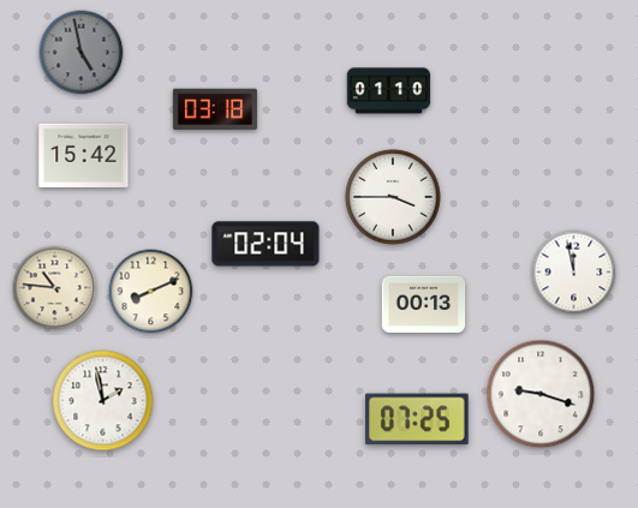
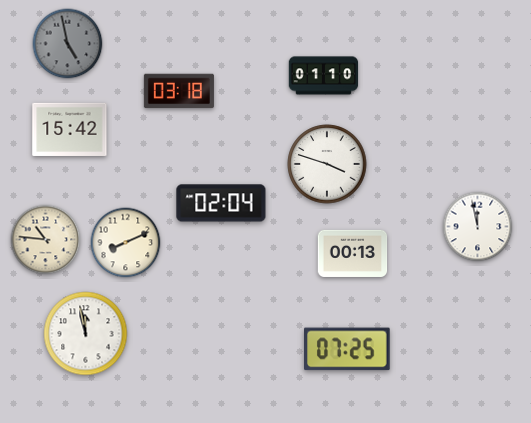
clock at (393, 197): 3:45 -> 3:48
clock at (541, 394): 9:18 -> none
clock at (103, 401): 1:58 -> 11:58
